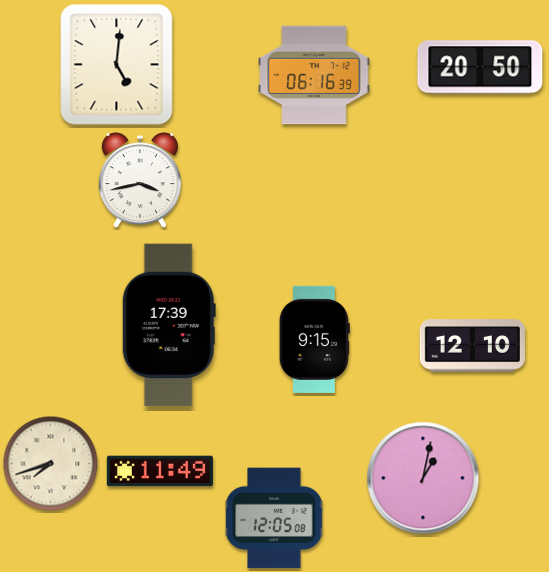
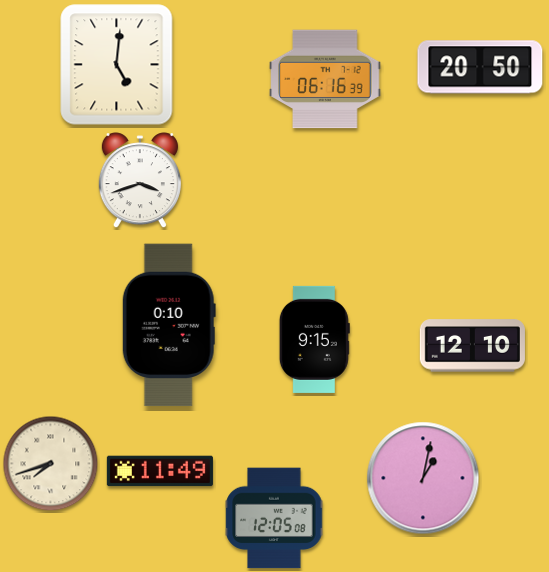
clock at (314, 75) position: (314, 75) -> (325, 79)
clock at (140, 181): 3:43 -> 3:42
clock at (169, 325): 17:39 -> 0:10
